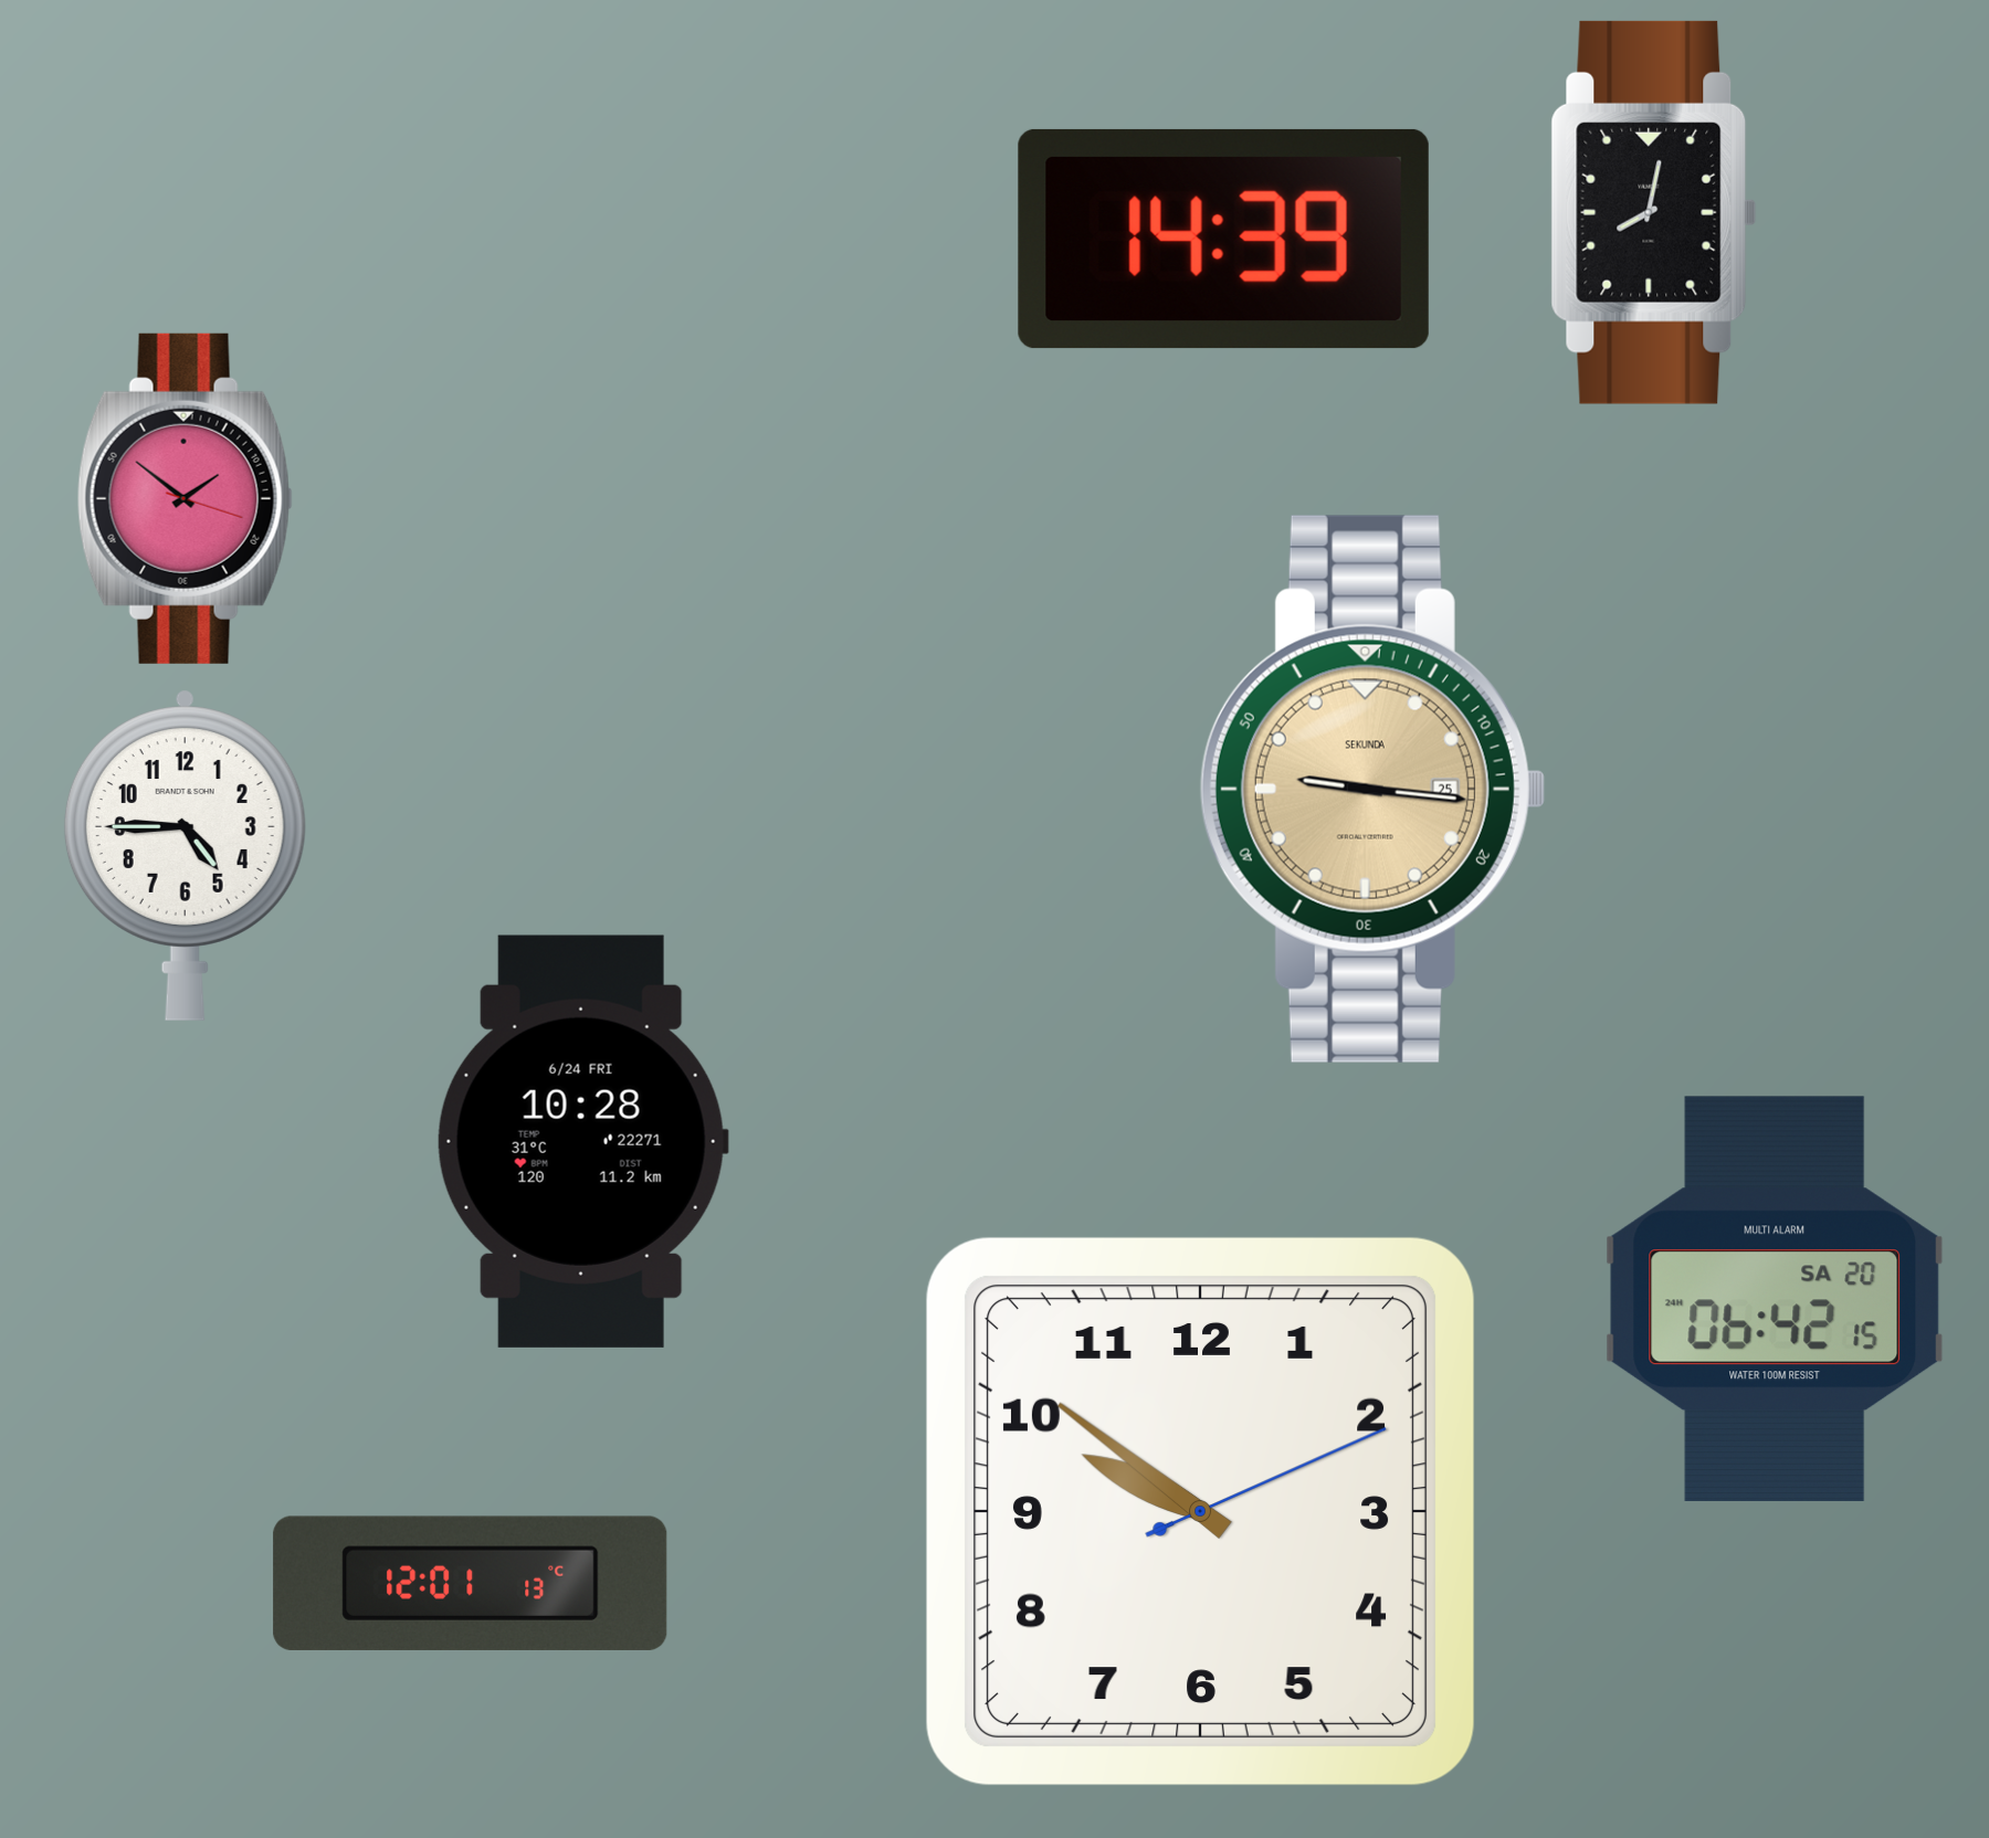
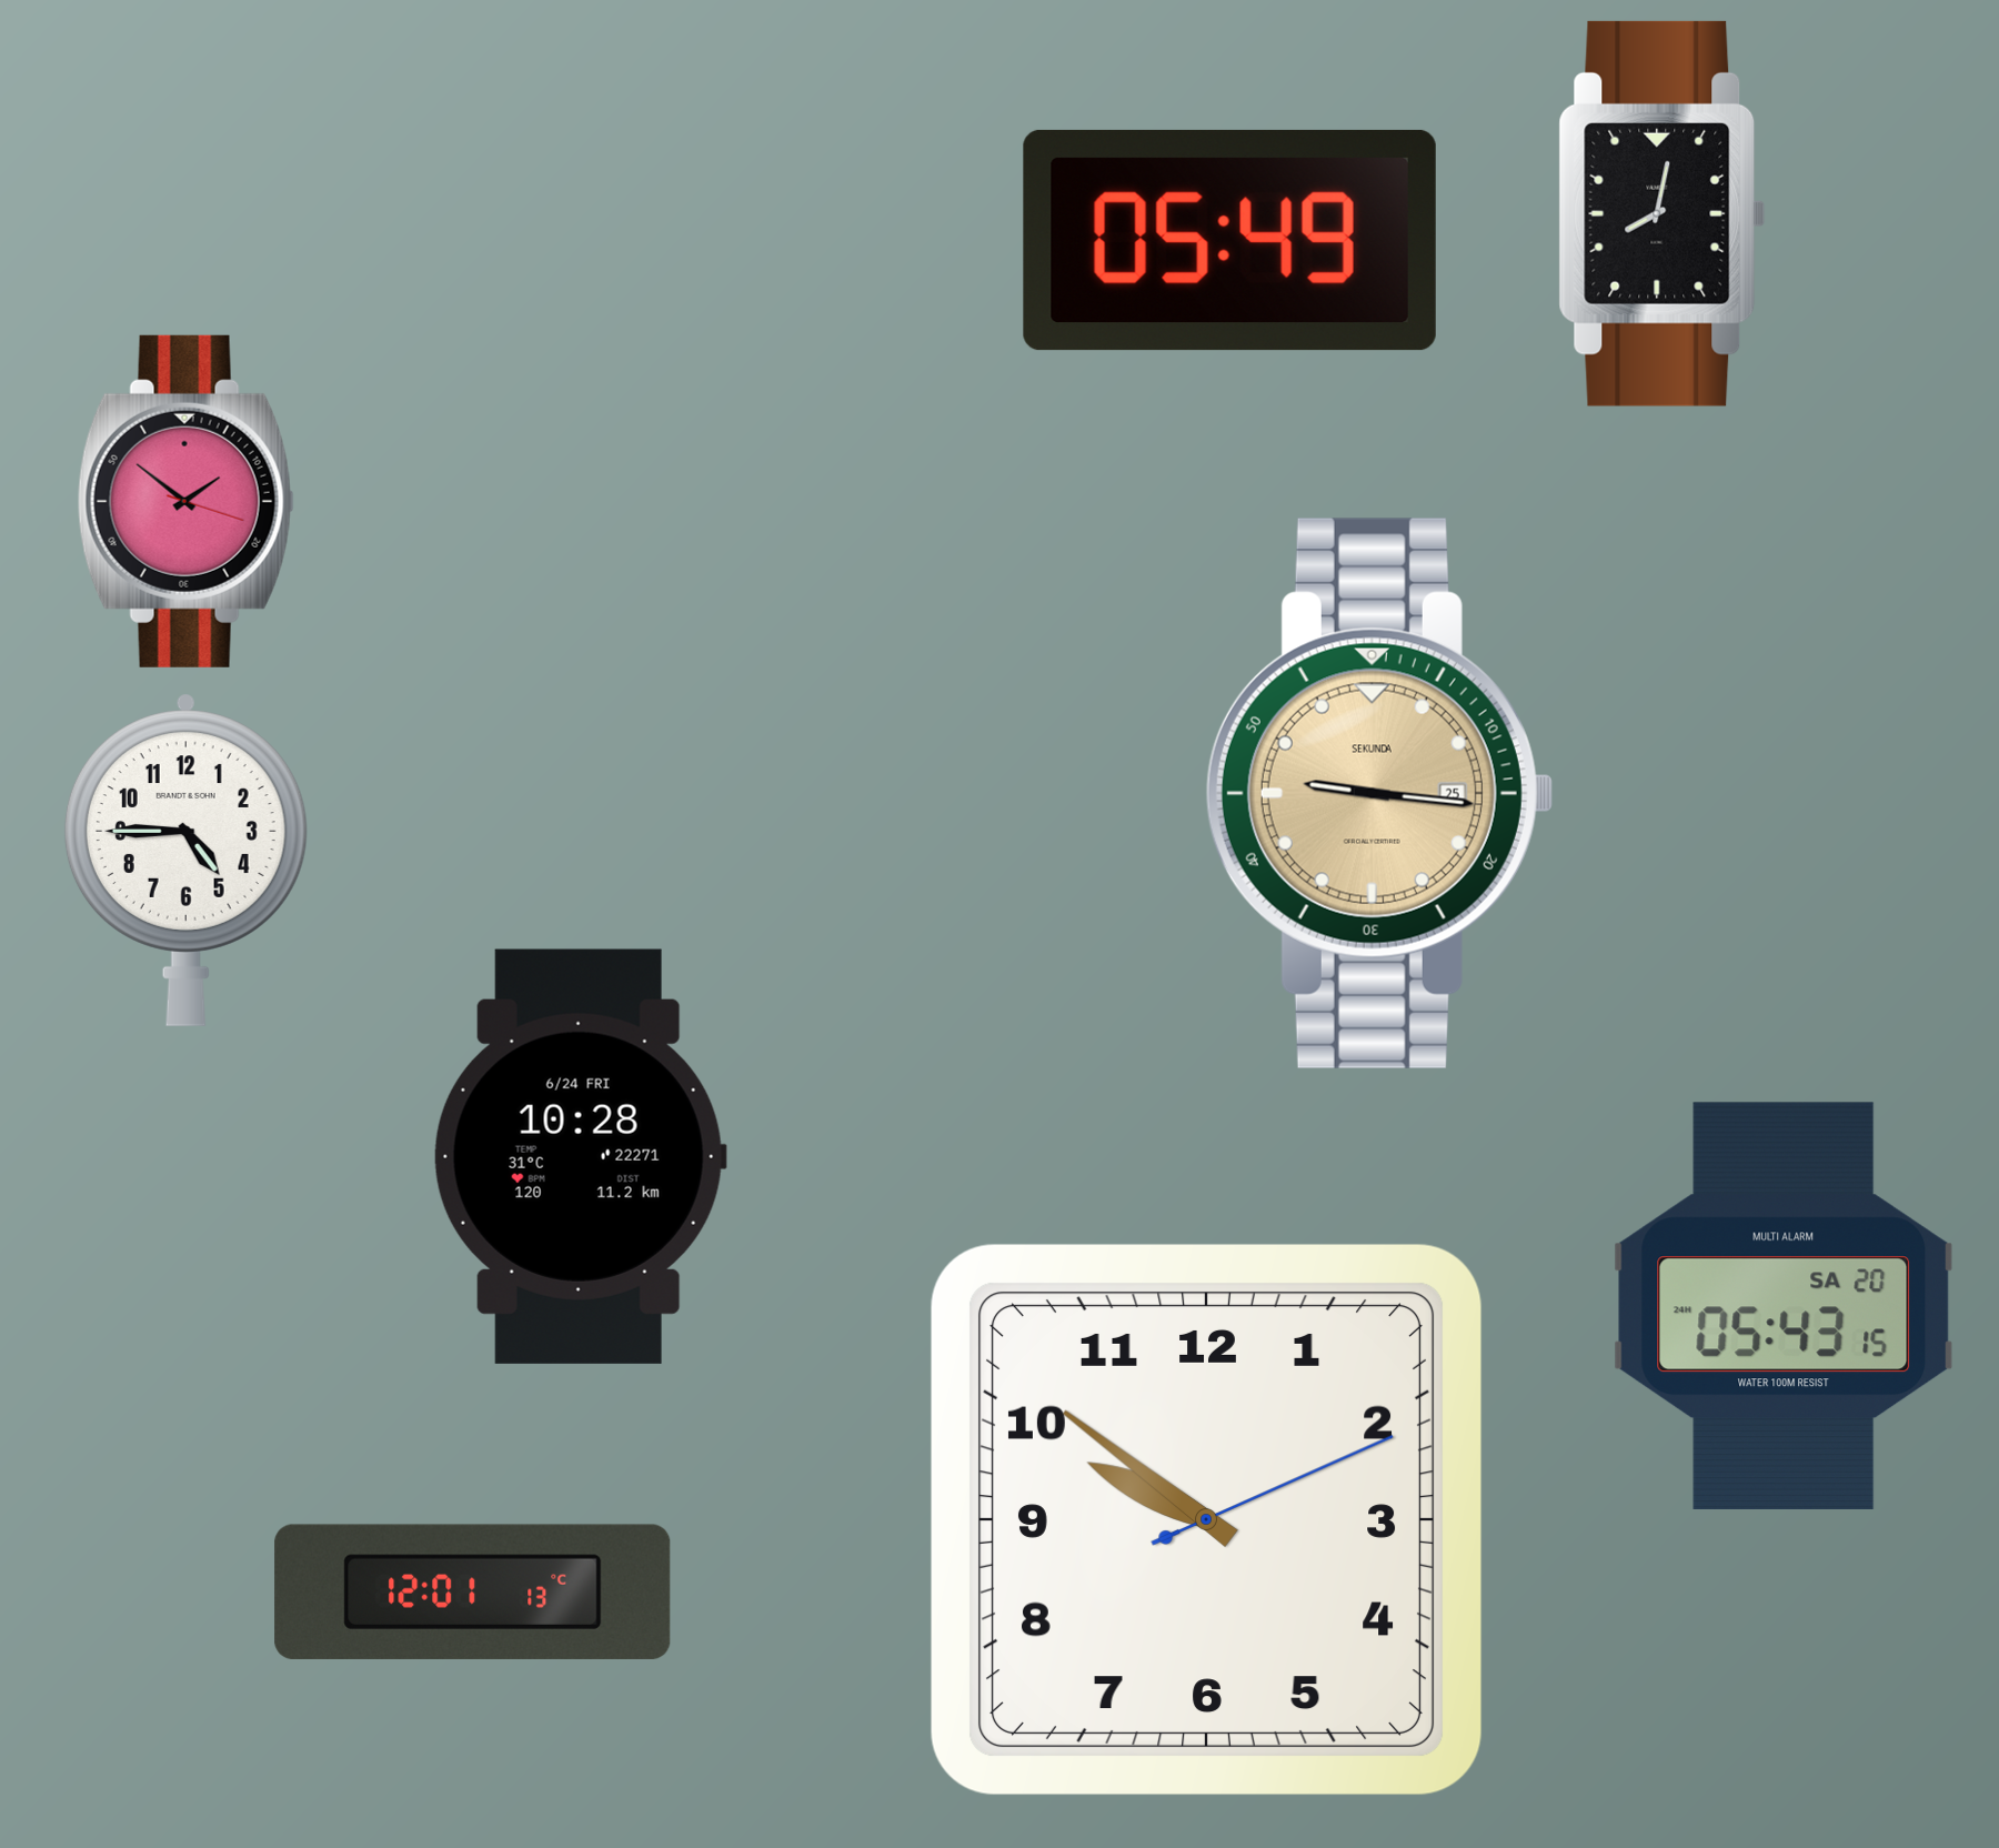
clock at (1223, 239): 14:39 -> 05:49
clock at (582, 1141) position: (582, 1141) -> (580, 1156)
clock at (1775, 1299): 06:42 -> 05:43
